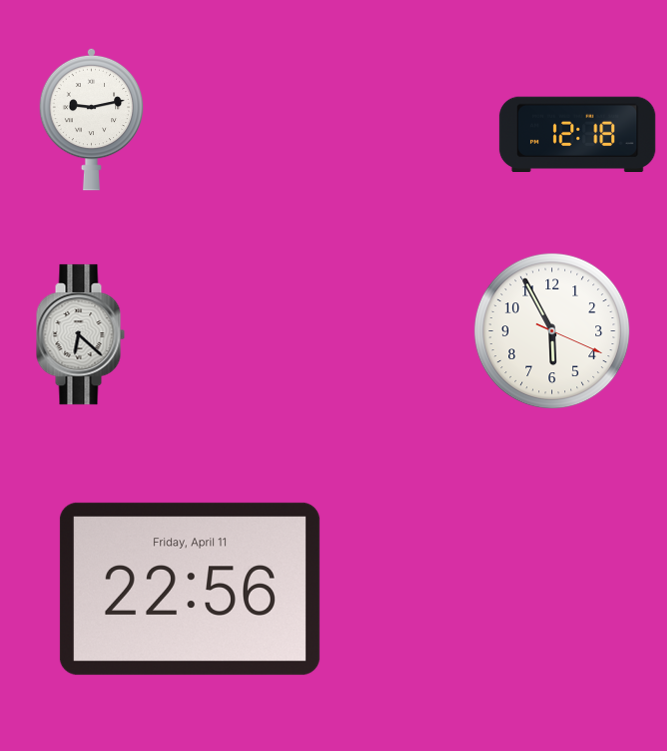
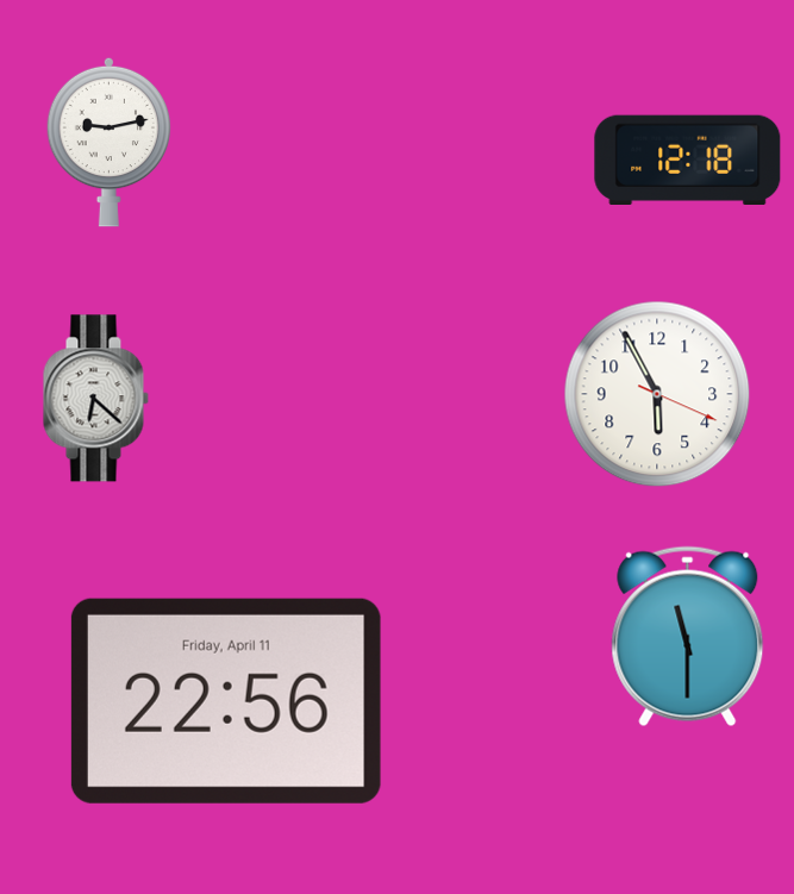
clock at (688, 637): none -> 11:30
